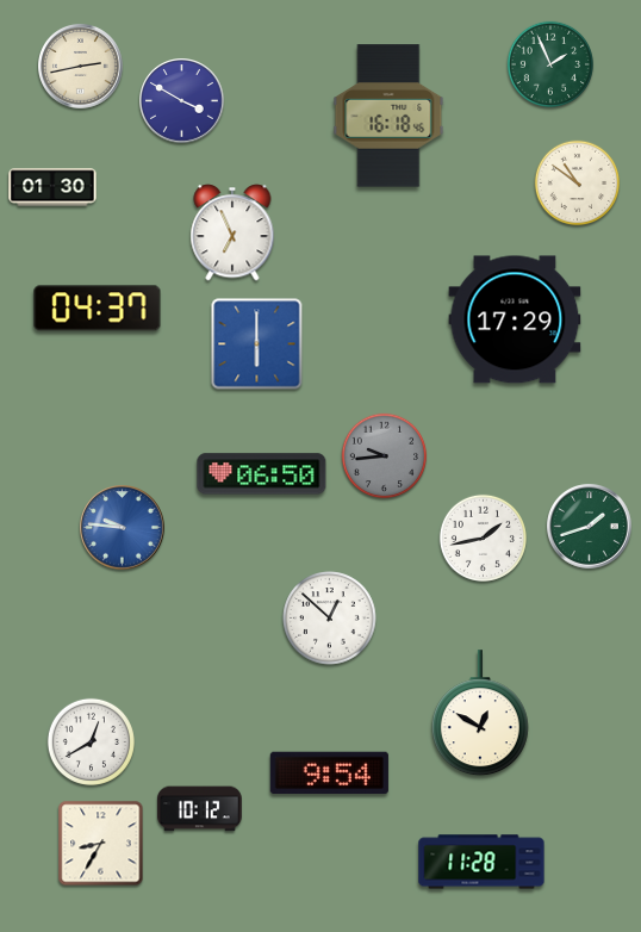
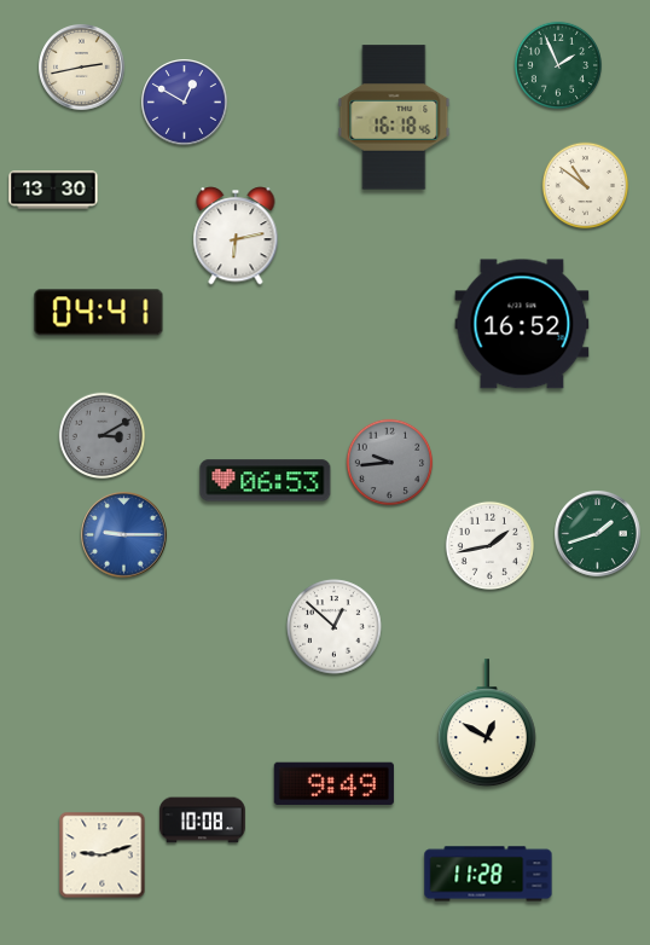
clock at (182, 101): 3:50 -> 12:50
clock at (52, 187): 01:30 -> 13:30
clock at (232, 232): 6:56 -> 6:13
clock at (98, 309): 04:37 -> 04:41
clock at (515, 319): 17:29 -> 16:52
clock at (257, 344): 6:00 -> none
clock at (103, 436): none -> 3:10
clock at (262, 474): 06:50 -> 06:53
clock at (123, 528): 9:46 -> 9:15
clock at (91, 741): 12:40 -> none
clock at (329, 773): 9:54 -> 9:49
clock at (200, 809): 10:12 -> 10:08
clock at (101, 844): 8:35 -> 9:12
